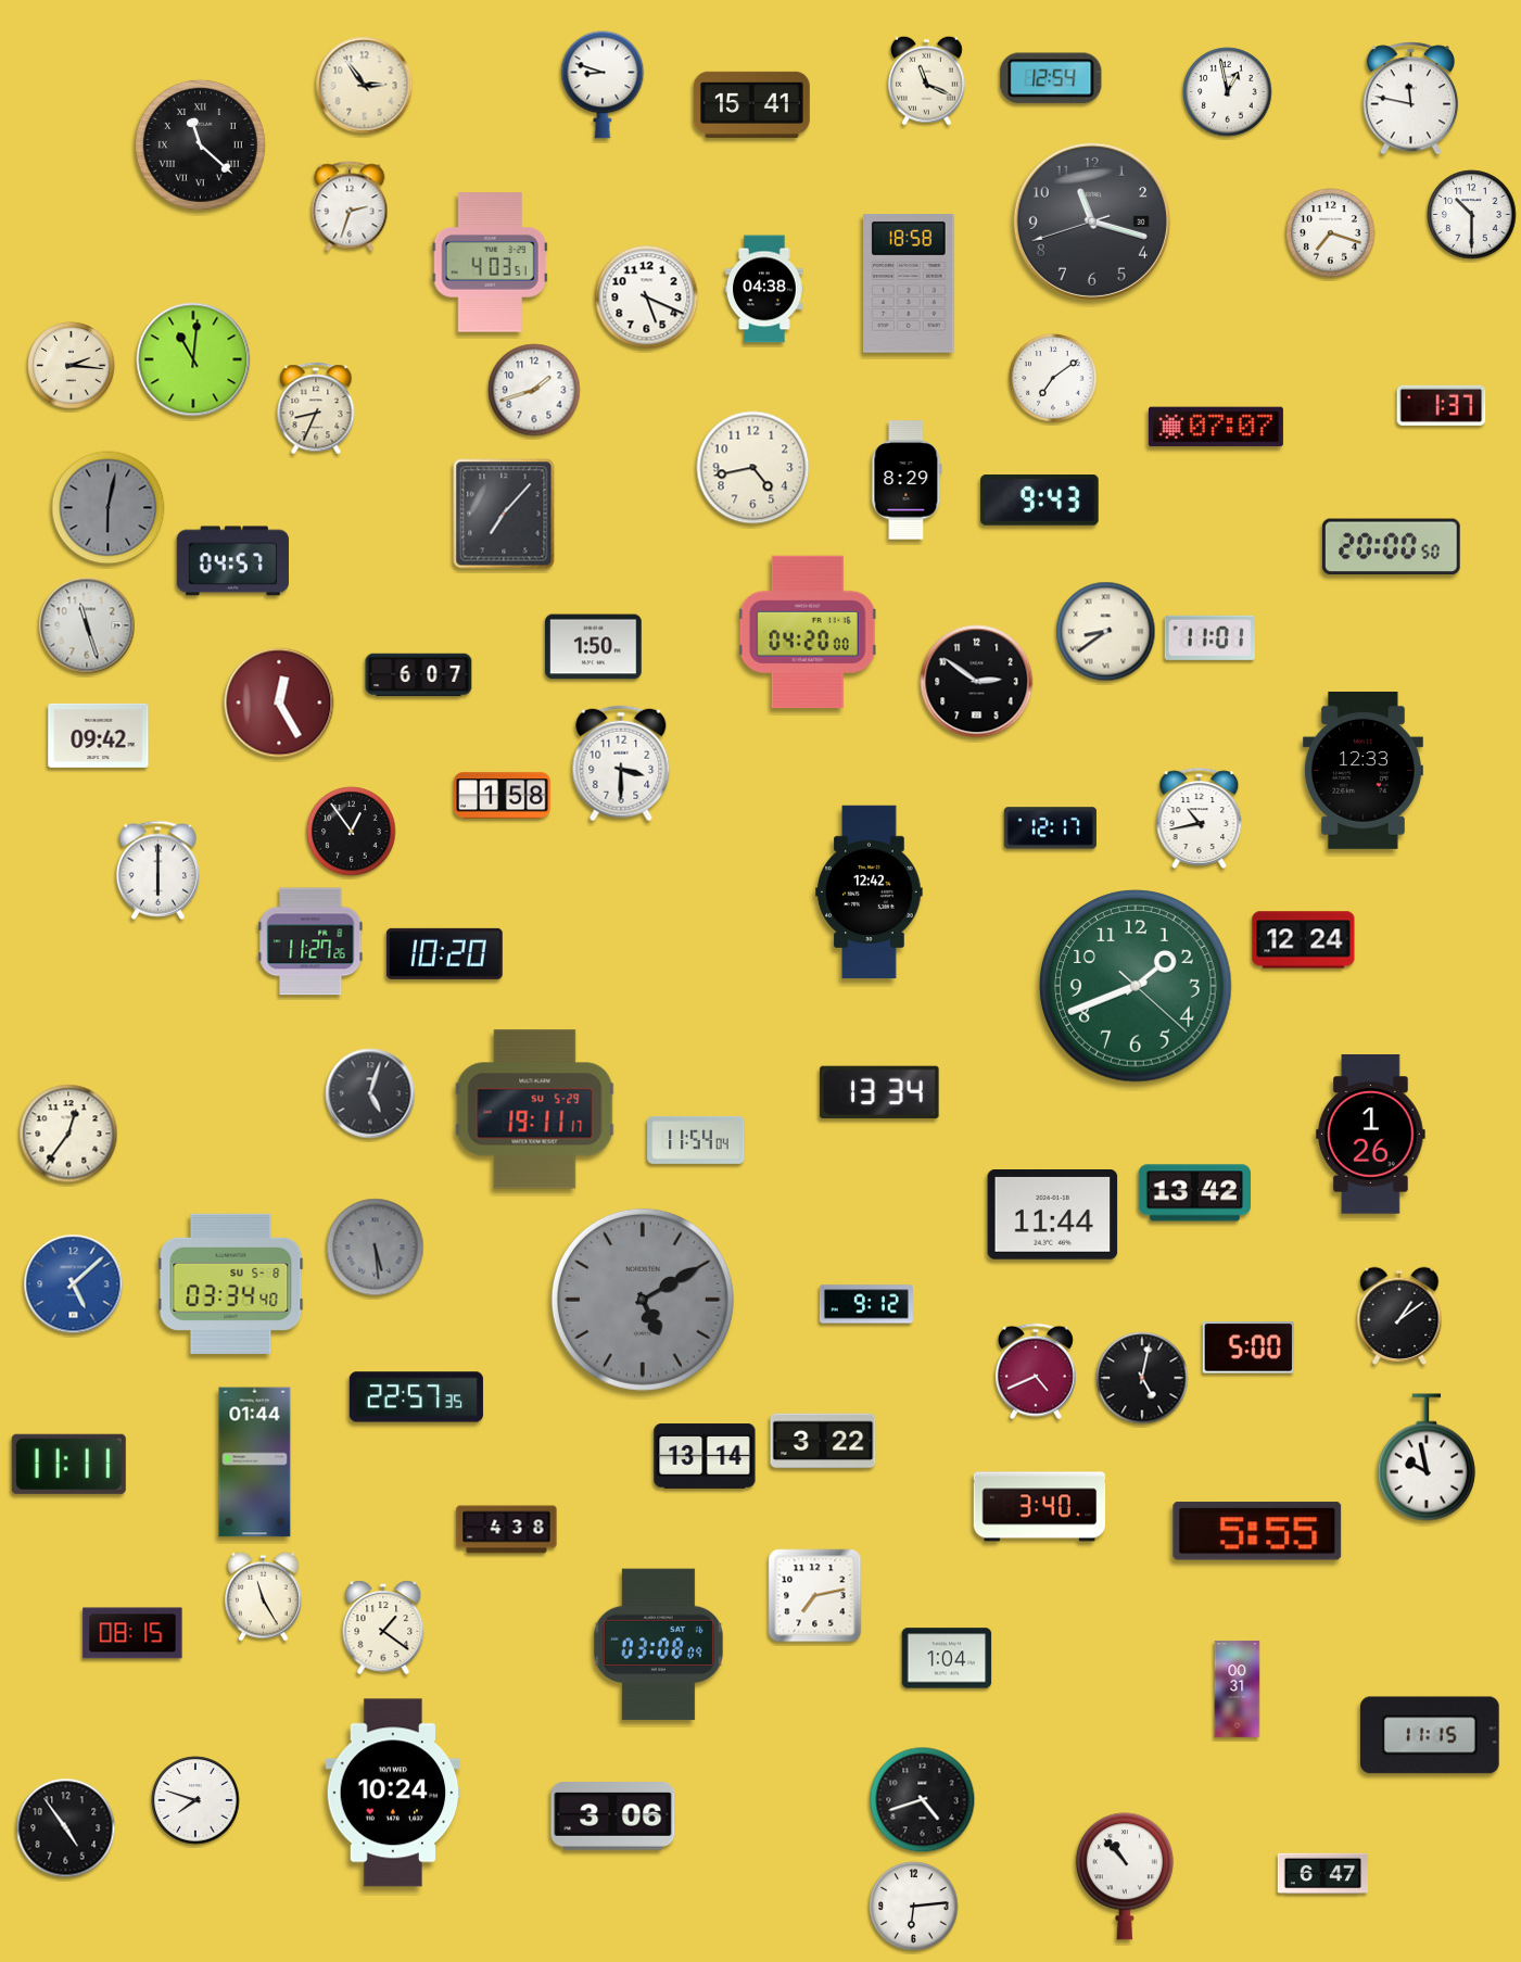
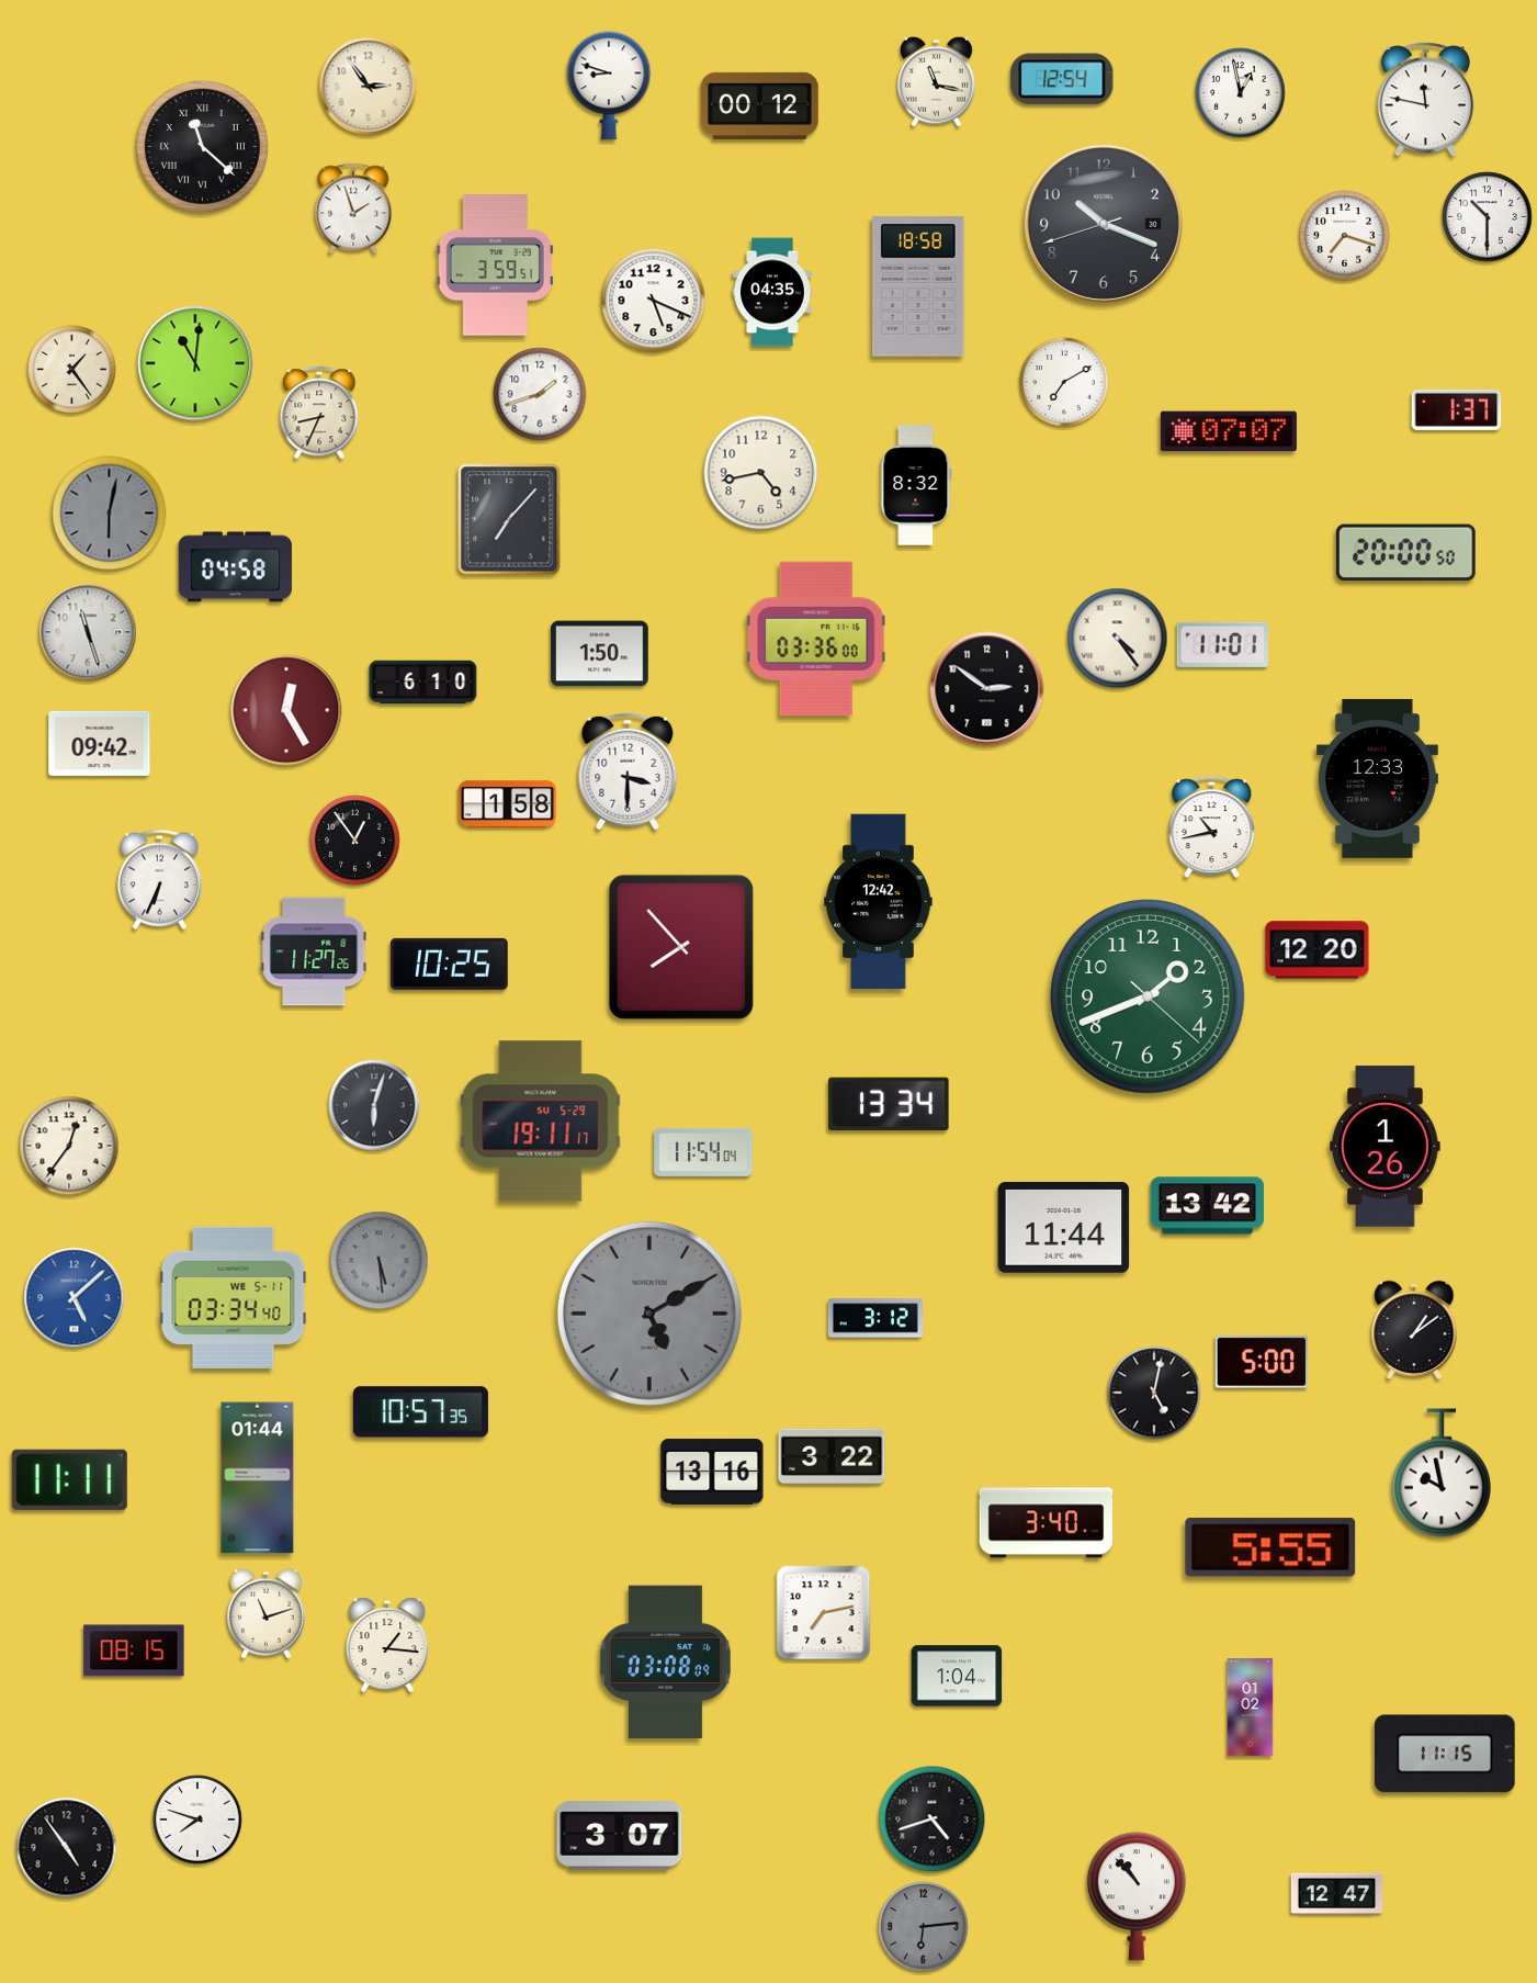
clock at (927, 80): 11:19 -> 11:17
clock at (751, 104): 15:41 -> 00:12
clock at (350, 206): 2:33 -> 1:57
clock at (1092, 221): 11:17 -> 10:18
clock at (490, 263): 4:03 -> 3:59
clock at (764, 289): 04:38 -> 04:35
clock at (72, 366): 2:16 -> 1:24
clock at (1053, 378): 7:09 -> 7:10
clock at (907, 480): 8:29 -> 8:32
clock at (1040, 501): 9:43 -> none
clock at (232, 561): 04:57 -> 04:58
clock at (808, 632): 04:20 -> 03:36
clock at (1106, 632): 8:39 -> 4:24
clock at (419, 675): 6:07 -> 6:10
clock at (279, 702) position: (279, 702) -> (286, 710)
clock at (1050, 828): 12:17 -> none
clock at (157, 870): 6:00 -> 6:34
clock at (681, 947): none -> 7:53
clock at (1304, 940): 12:24 -> 12:20
clock at (444, 953): 10:20 -> 10:25
clock at (370, 1093): 5:03 -> 6:03
clock at (231, 1283) date: SU 5-8 -> WE 5-11
clock at (866, 1304): 9:12 -> 3:12
clock at (1036, 1371): 4:41 -> none
clock at (416, 1397): 22:57 -> 10:57
clock at (705, 1456): 13:14 -> 13:16
clock at (1040, 1507) position: (1040, 1507) -> (1047, 1523)
clock at (507, 1530): 4:38 -> none
clock at (264, 1596): 11:25 -> 11:12
clock at (383, 1628): 1:21 -> 1:16
clock at (1238, 1689): 00:31 -> 01:02
clock at (393, 1793): 10:24 -> none
clock at (613, 1817): 3:06 -> 3:07
clock at (1323, 1874): 6:47 -> 12:47
clock at (914, 1907) dial: white -> grey
